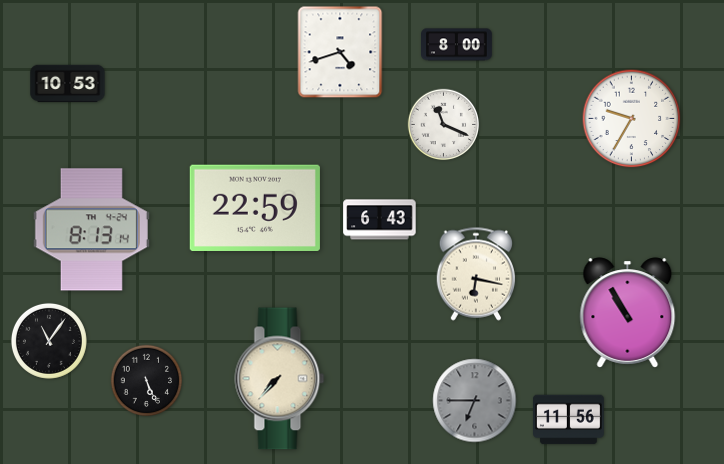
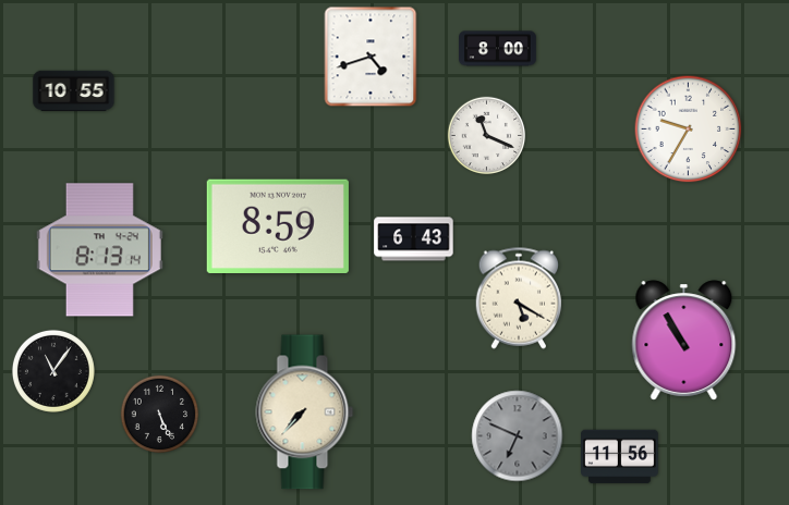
clock at (68, 84): 10:53 -> 10:55
clock at (444, 125) position: (444, 125) -> (487, 136)
clock at (255, 207): 22:59 -> 8:59
clock at (476, 274): 6:17 -> 5:20
clock at (475, 401): 6:45 -> 6:49
